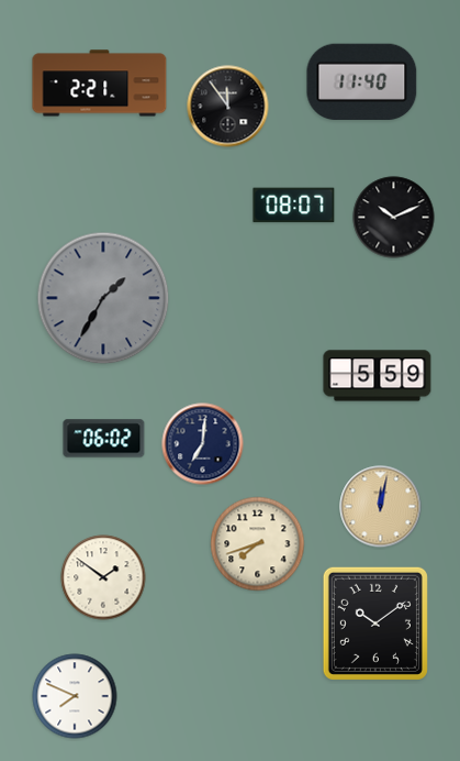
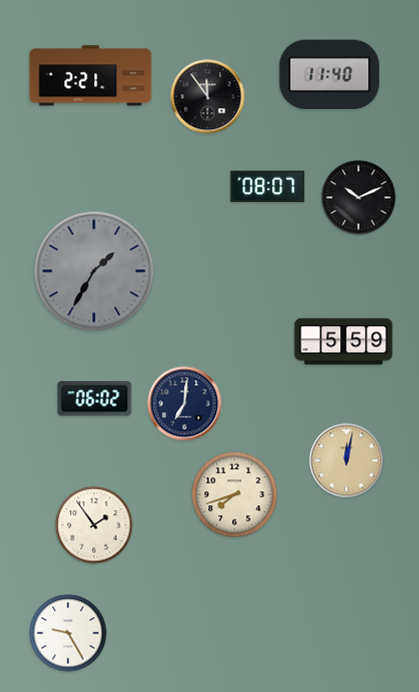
clock at (103, 577): 1:51 -> 1:54
clock at (375, 624): 10:09 -> none
clock at (75, 696): 7:49 -> 9:25
